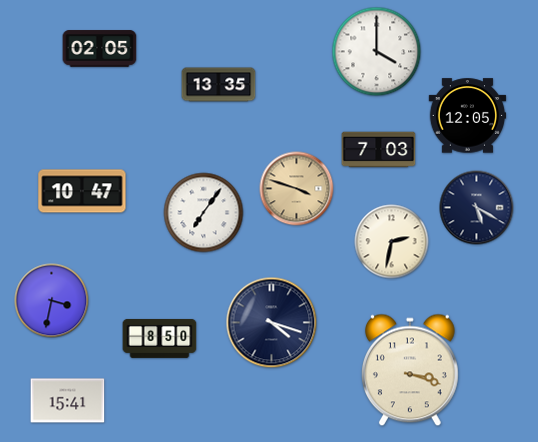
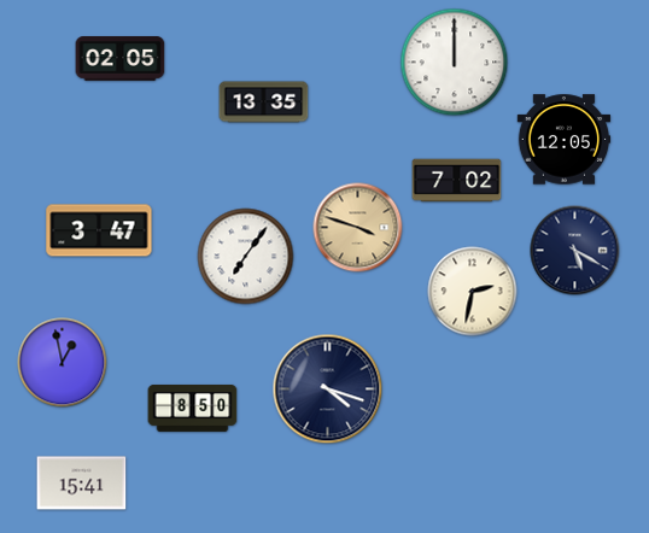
clock at (377, 52): 4:00 -> 12:00
clock at (379, 150): 7:03 -> 7:02
clock at (82, 191): 10:47 -> 3:47
clock at (52, 301): 3:32 -> 12:58
clock at (410, 370): 3:18 -> none
